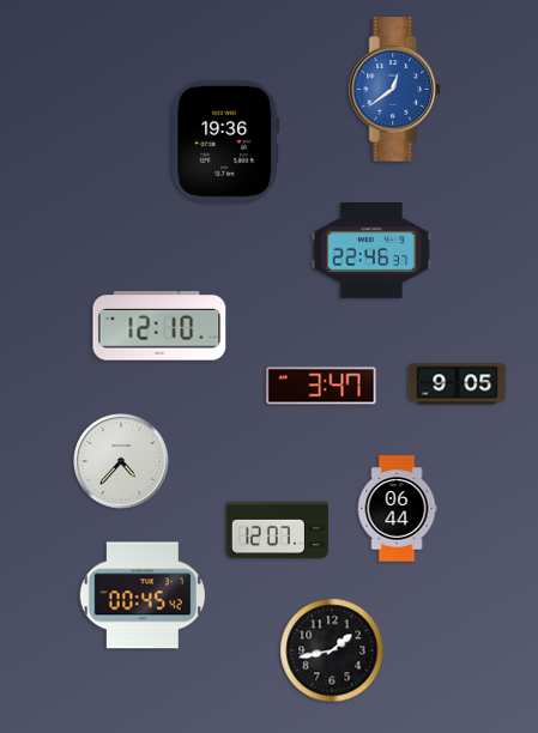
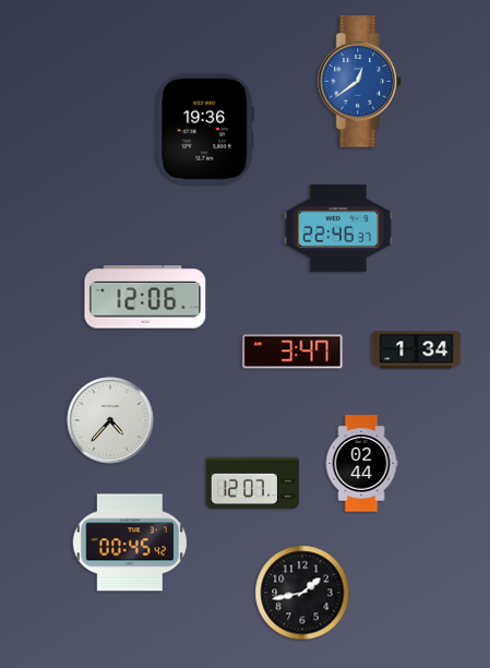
clock at (159, 326): 12:10 -> 12:06
clock at (458, 384): 9:05 -> 1:34
clock at (397, 509): 06:44 -> 02:44
